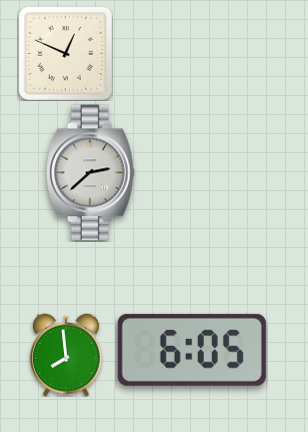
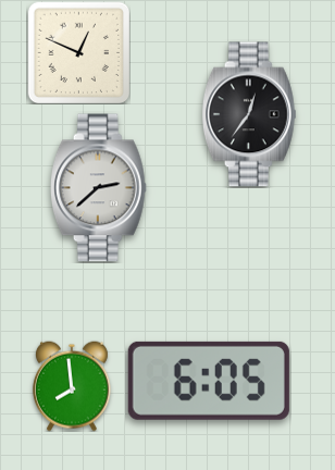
clock at (65, 53) position: (65, 53) -> (78, 52)
clock at (249, 114): none -> 12:36
